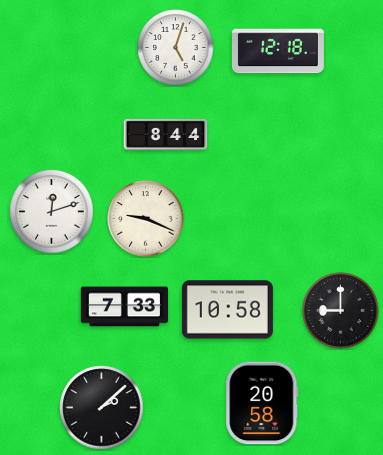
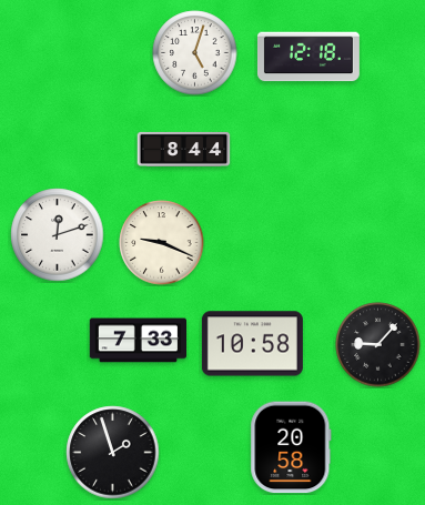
clock at (341, 311): 9:00 -> 9:07
clock at (102, 408): 2:08 -> 1:57
